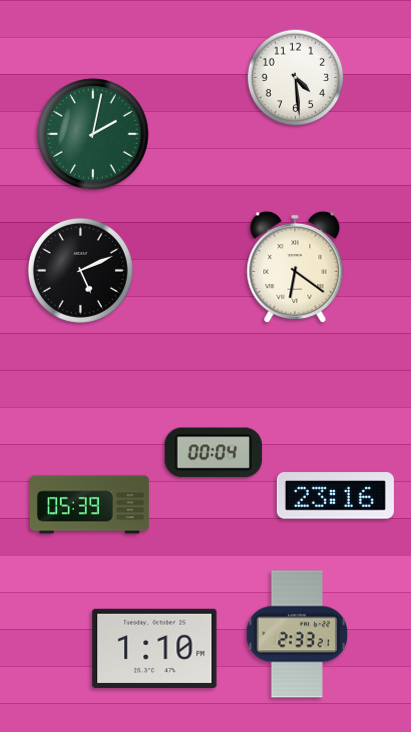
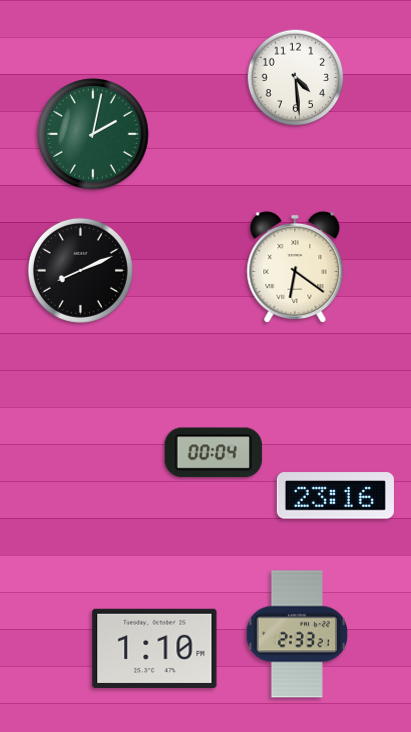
clock at (80, 270): 5:11 -> 8:11
clock at (89, 505): 05:39 -> none
